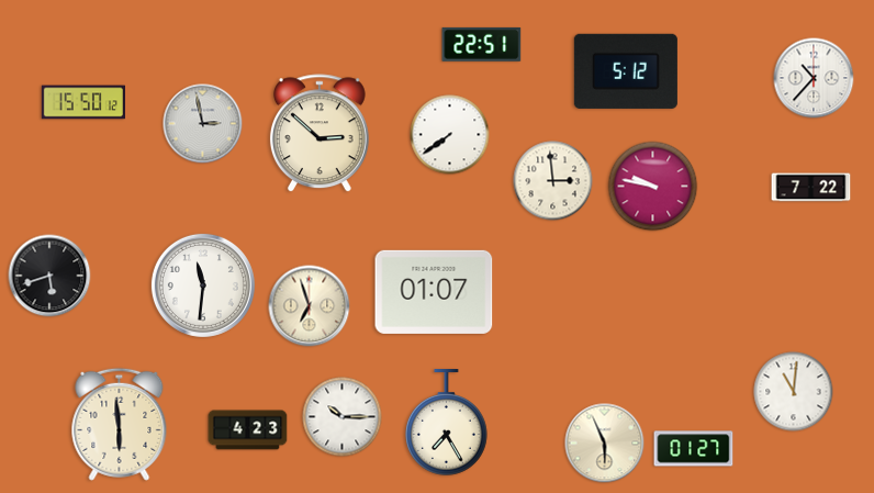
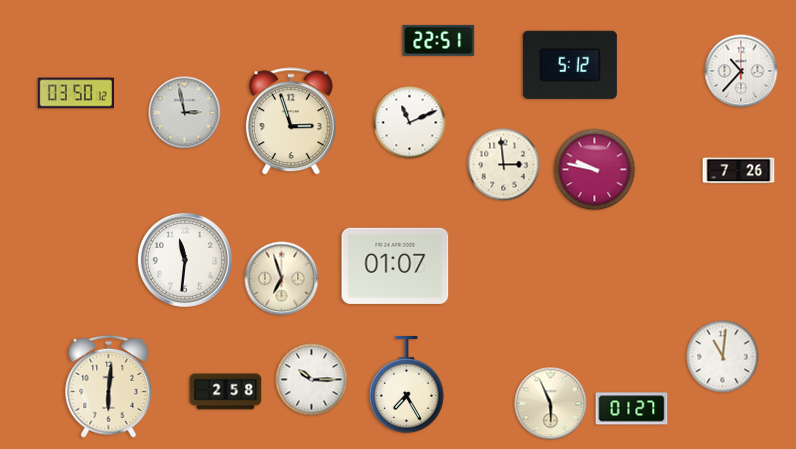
clock at (82, 102): 15:50 -> 03:50
clock at (320, 134): 2:52 -> 2:57
clock at (450, 135): 7:39 -> 11:11
clock at (811, 188): 7:22 -> 7:26
clock at (49, 276): 5:42 -> none
clock at (120, 424): 5:59 -> 6:01
clock at (248, 430): 4:23 -> 2:58
